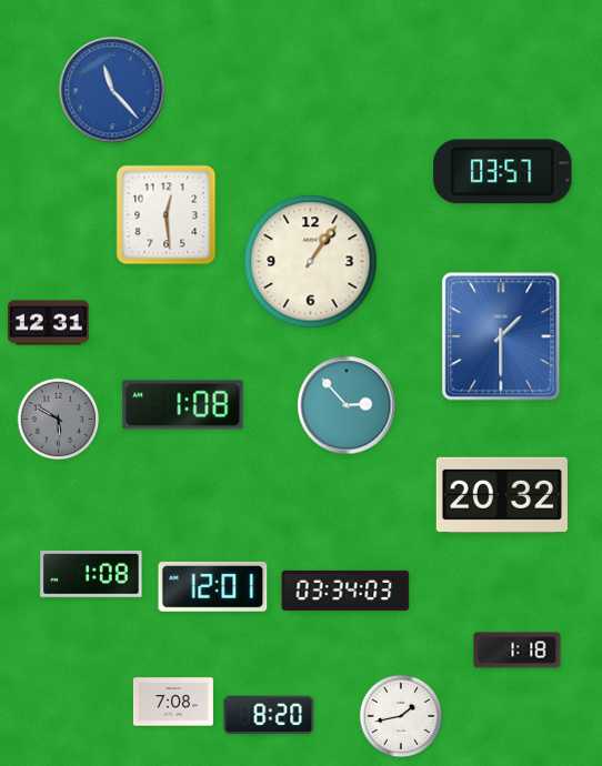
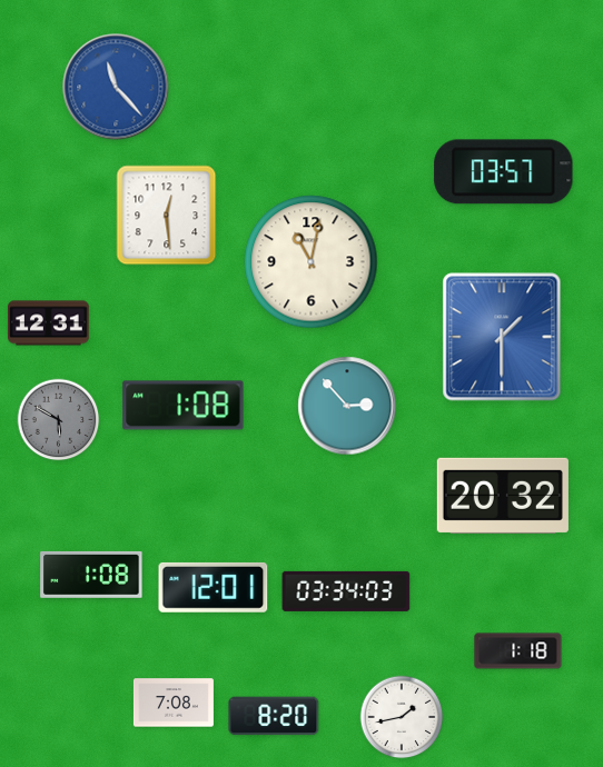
clock at (112, 90) position: (112, 90) -> (116, 87)
clock at (311, 262): 1:06 -> 11:02
clock at (269, 715) position: (269, 715) -> (274, 716)
